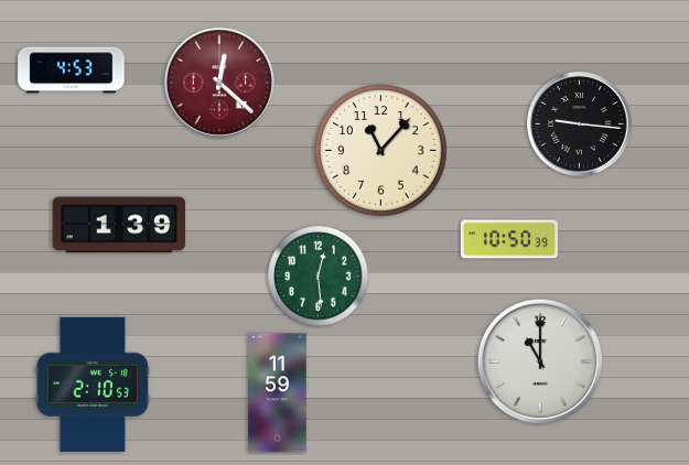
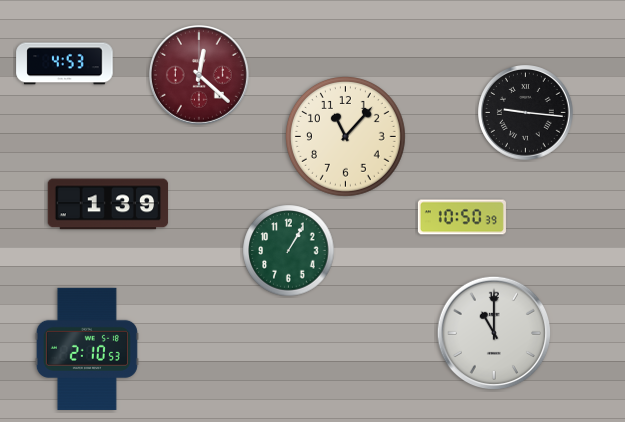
clock at (319, 277): 12:29 -> 1:05
clock at (539, 360) position: (539, 360) -> (493, 332)
clock at (93, 385) position: (93, 385) -> (87, 349)
clock at (278, 393): 11:59 -> none
